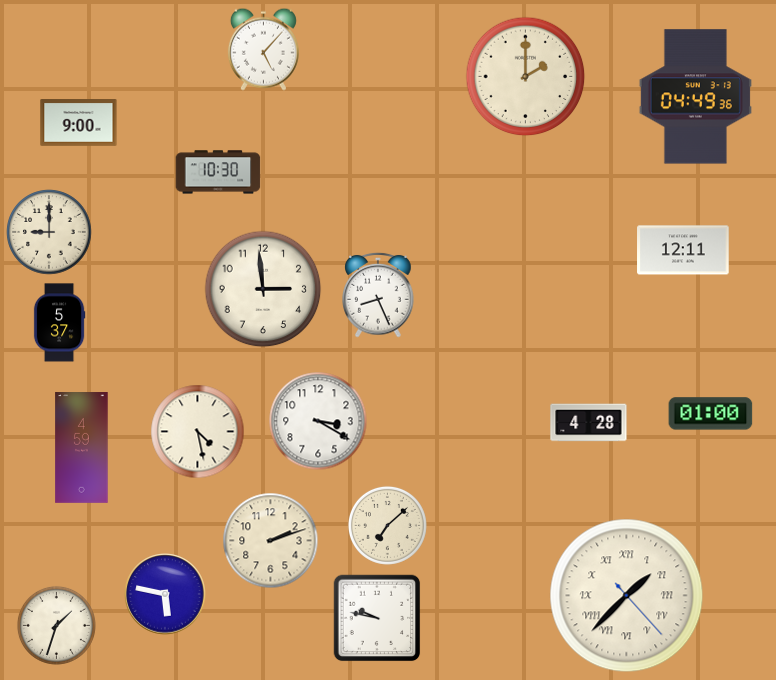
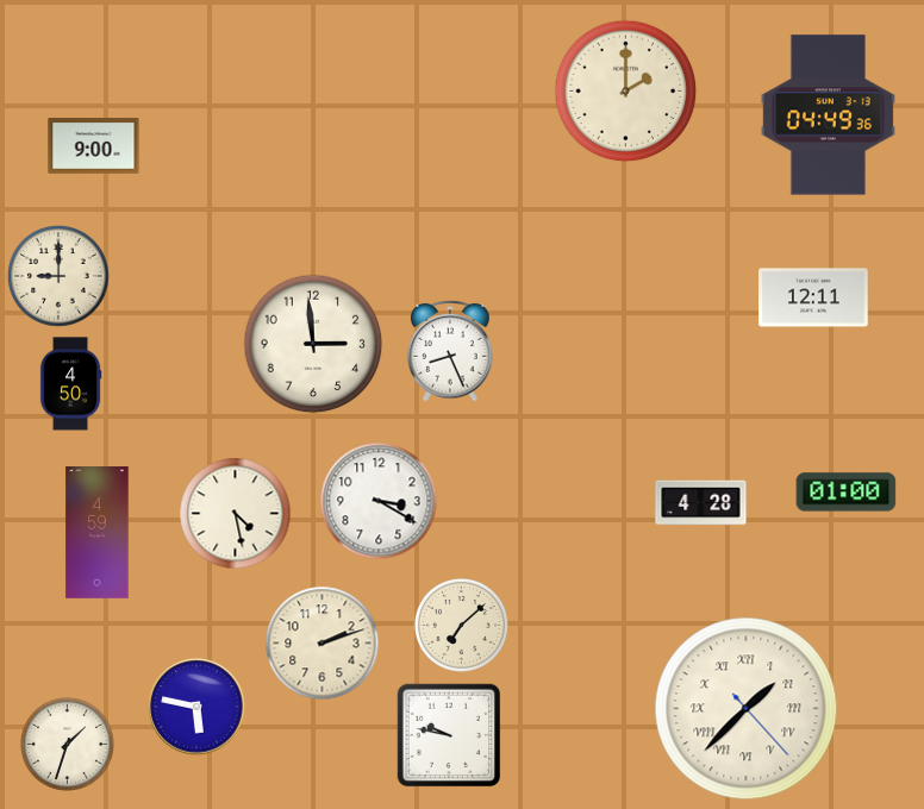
clock at (263, 49): 5:07 -> none
clock at (218, 172): 10:30 -> none
clock at (59, 323): 5:37 -> 4:50
